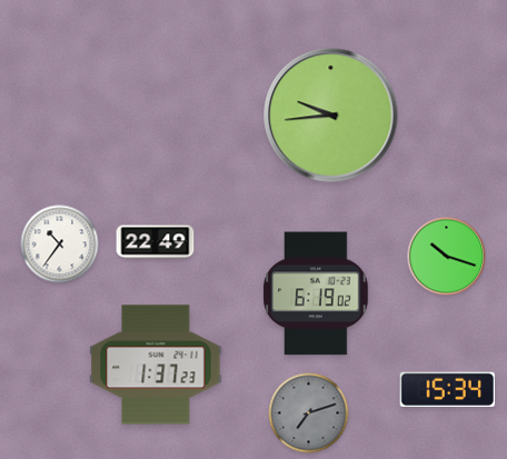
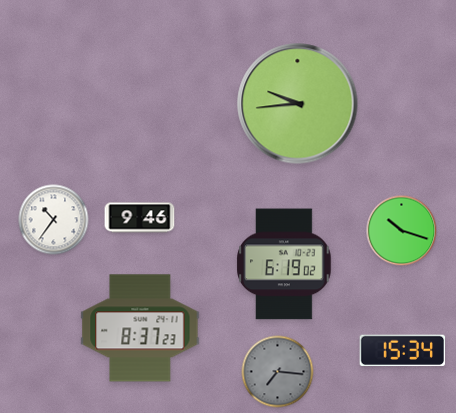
clock at (156, 242): 22:49 -> 9:46
clock at (156, 365): 1:37 -> 8:37
clock at (309, 413): 7:12 -> 7:16
